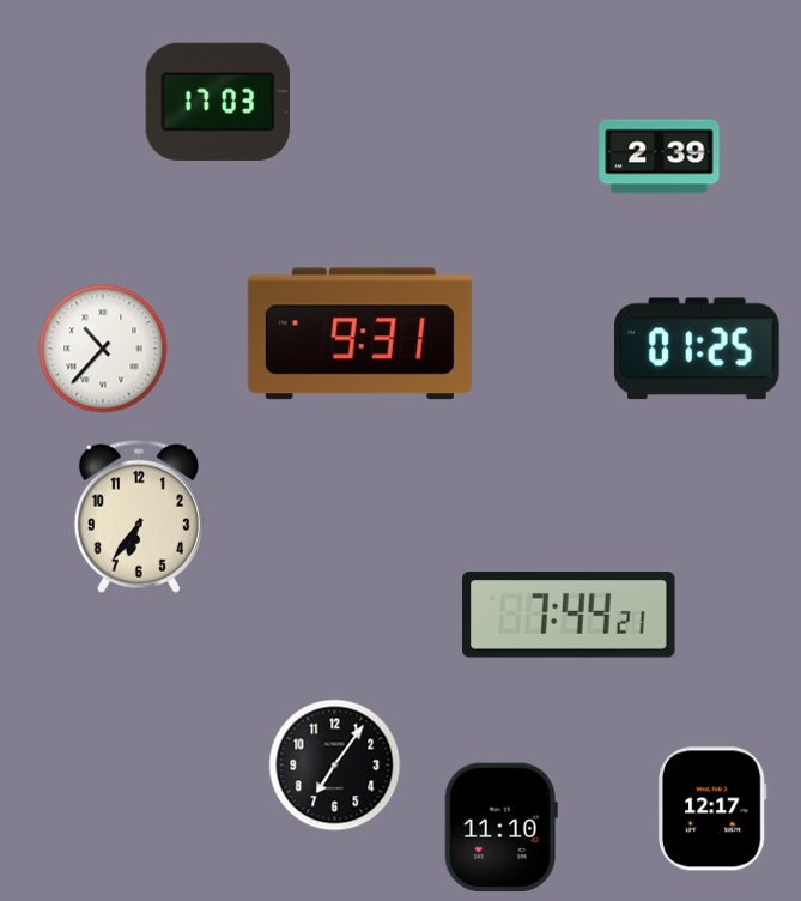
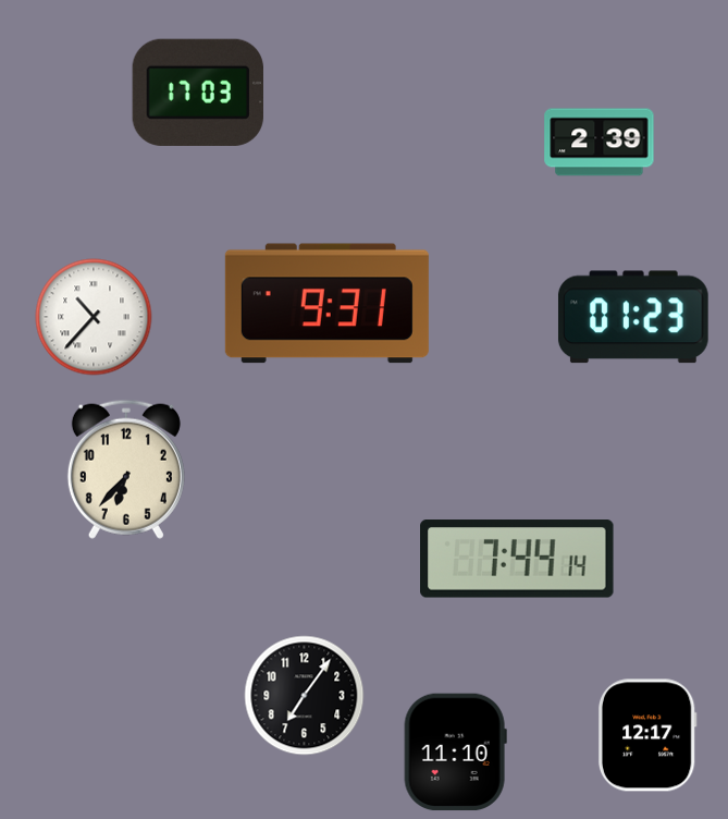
clock at (697, 349): 01:25 -> 01:23
clock at (139, 516): 6:36 -> 6:37
clock at (569, 615): 7:44:21 -> 7:44:14
